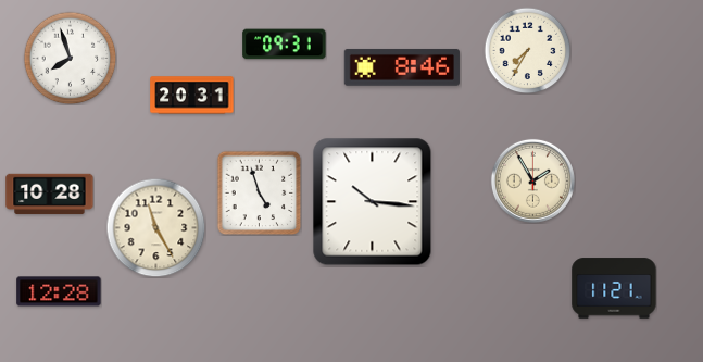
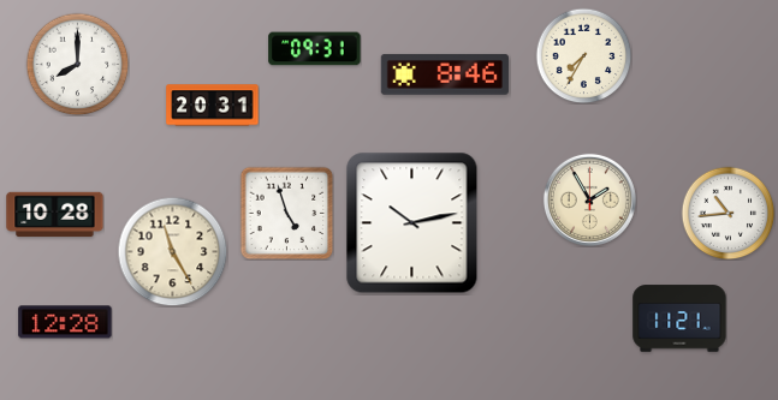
clock at (70, 58): 7:57 -> 8:00
clock at (727, 213): none -> 10:44
clock at (373, 202): 10:16 -> 10:13
